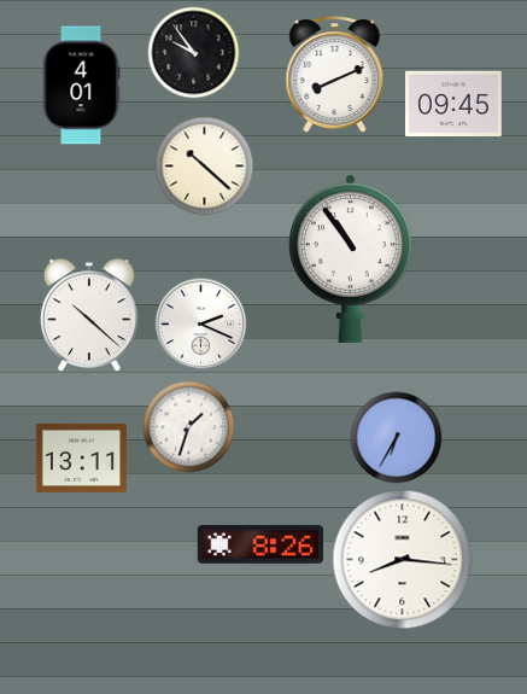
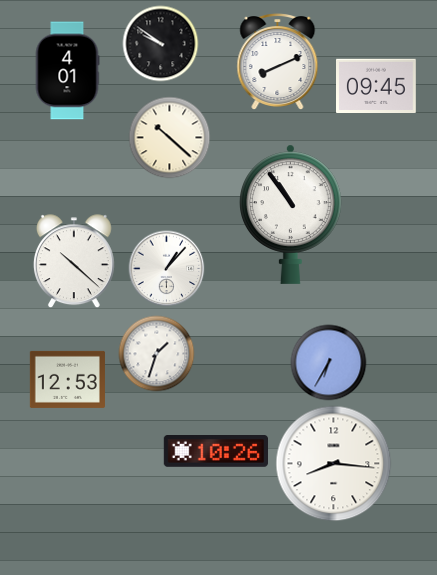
clock at (194, 53): 9:54 -> 9:51
clock at (201, 325): 2:19 -> 1:07
clock at (81, 457): 13:11 -> 12:53
clock at (259, 546): 8:26 -> 10:26
